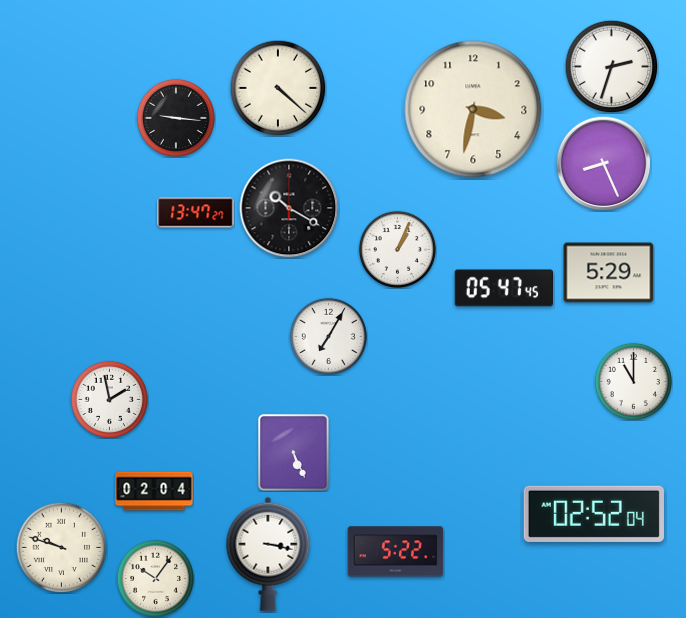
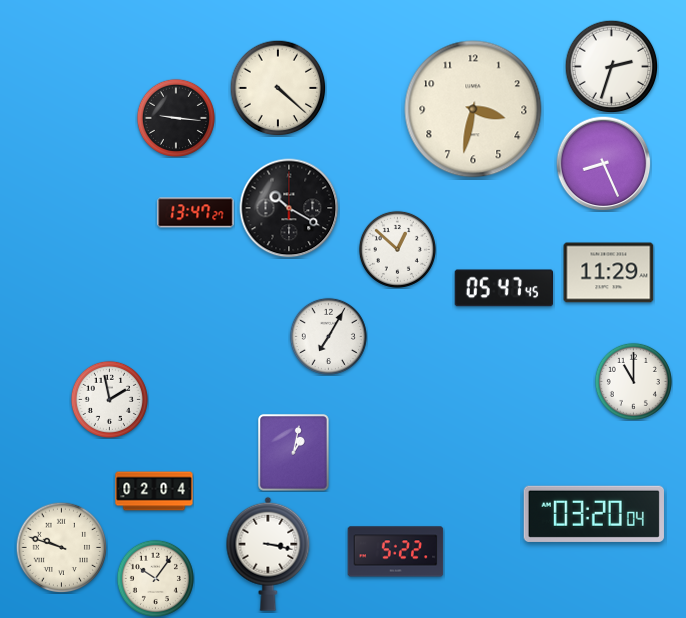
clock at (397, 249): 1:04 -> 12:52
clock at (609, 273): 5:29 -> 11:29
clock at (294, 453): 5:26 -> 1:02
clock at (594, 514): 02:52 -> 03:20
